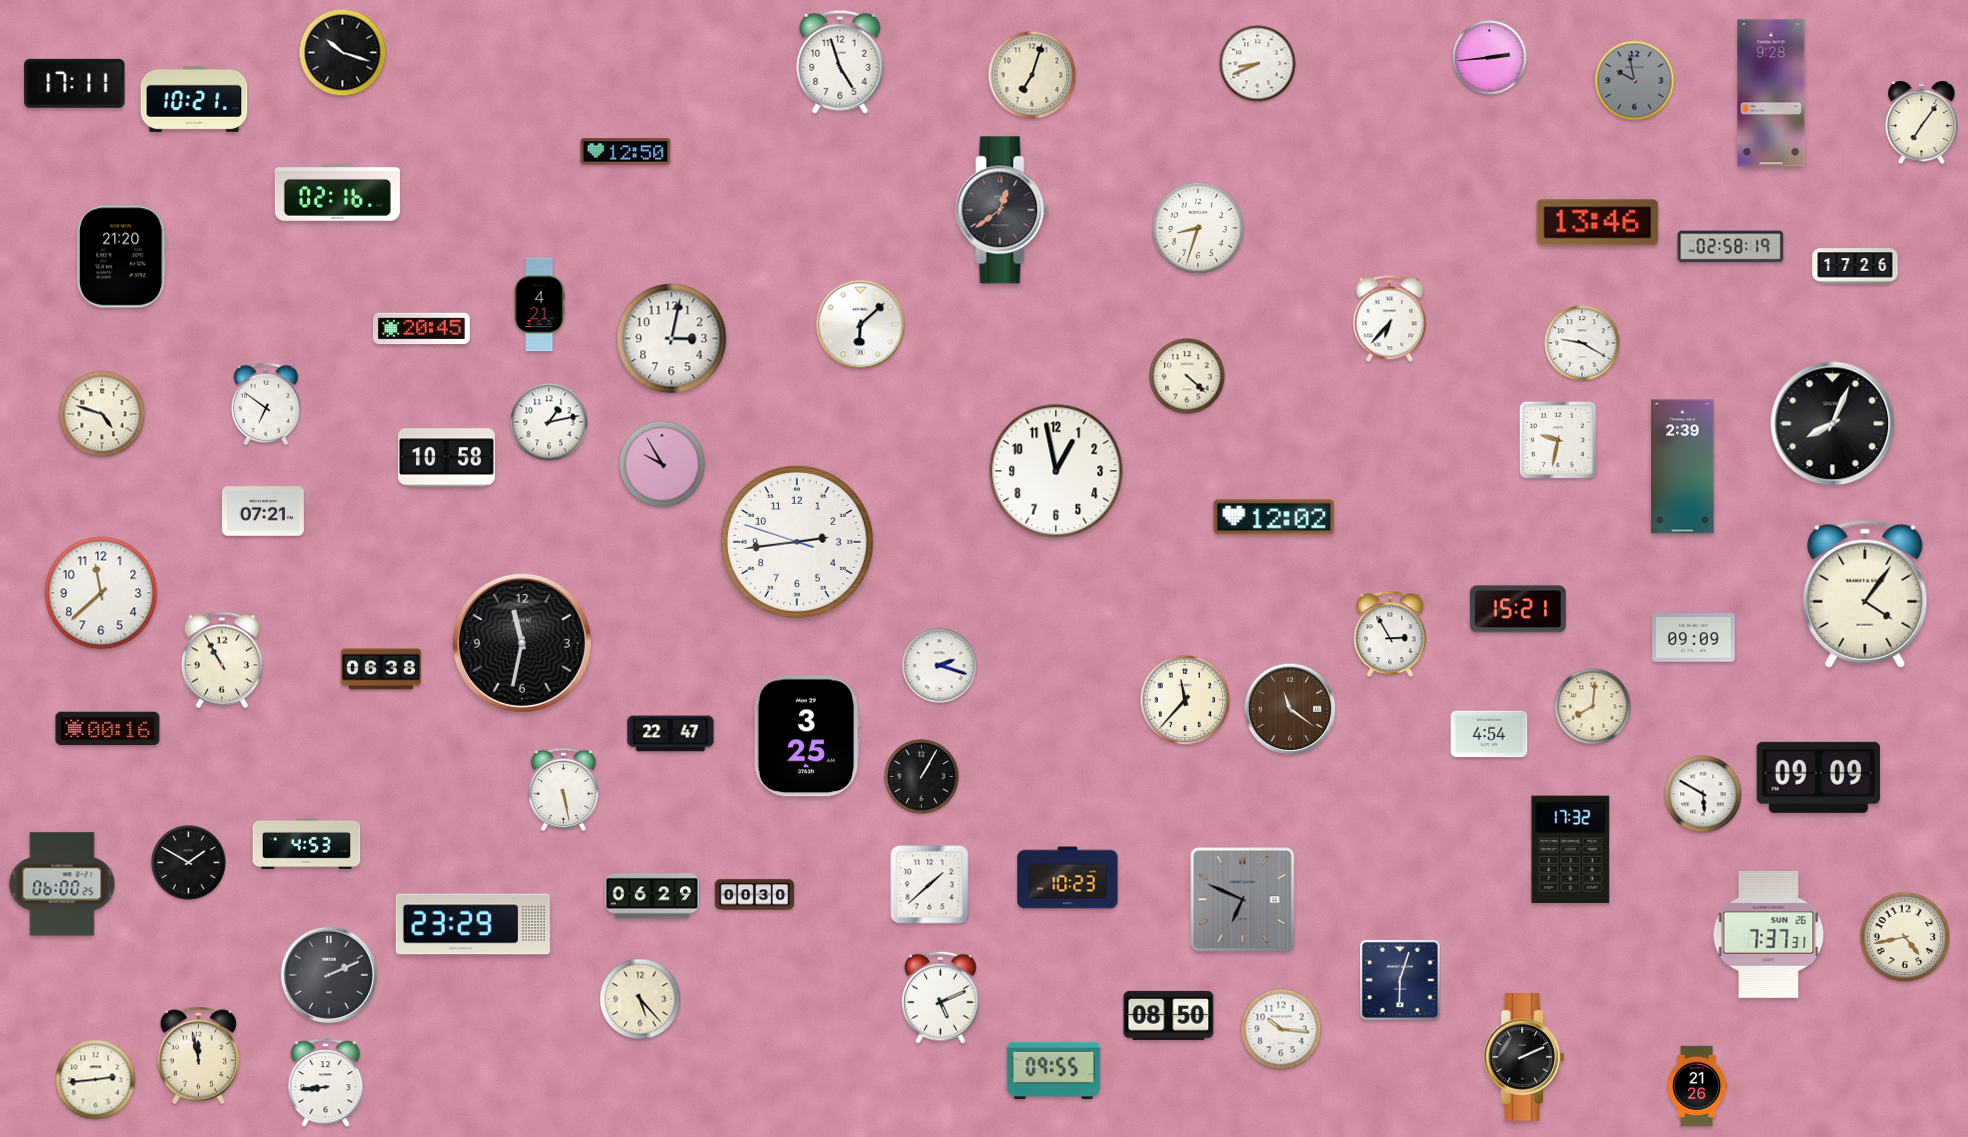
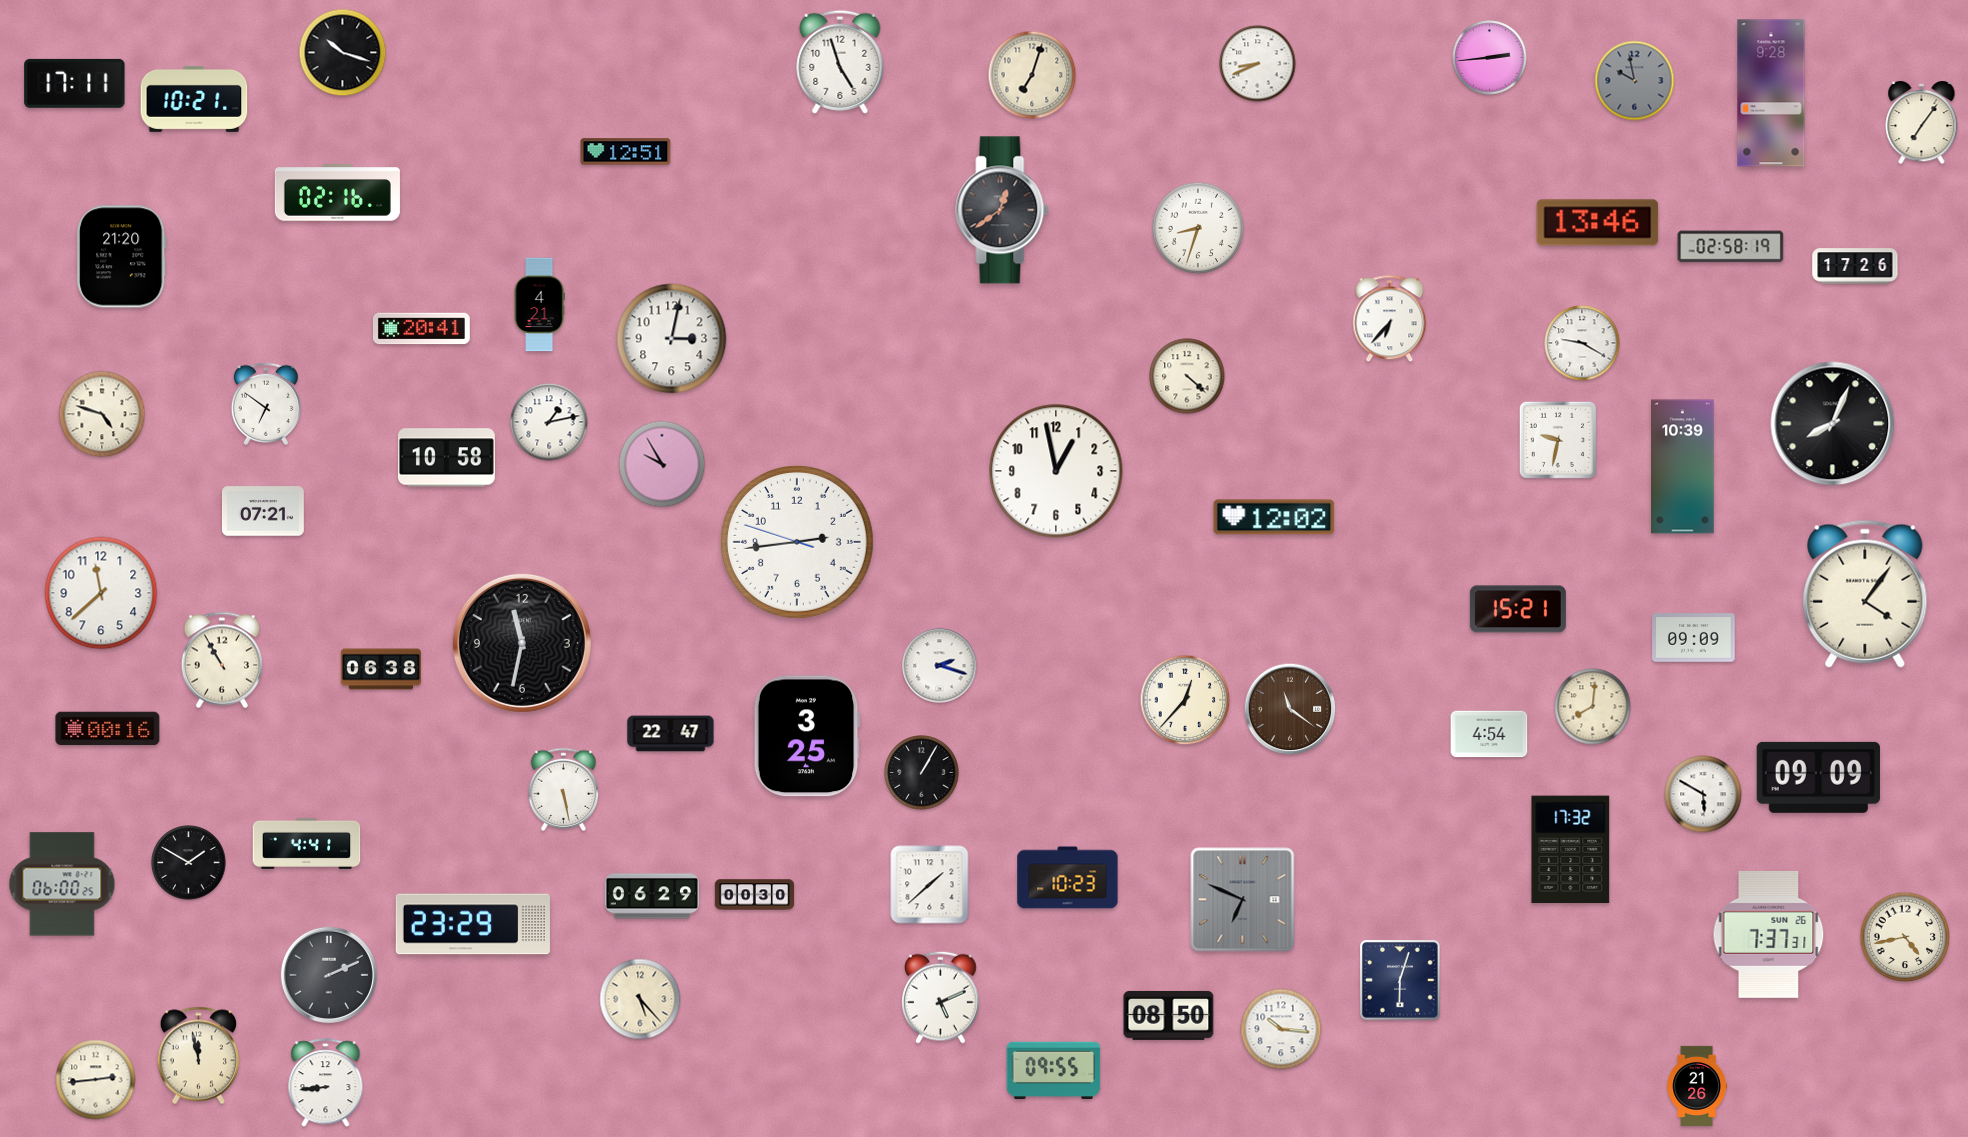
clock at (626, 152): 12:50 -> 12:51
clock at (861, 325): 6:08 -> none
clock at (421, 329): 20:45 -> 20:41
clock at (1683, 467): 2:39 -> 10:39
clock at (1390, 634): 2:55 -> none
clock at (1185, 700): 11:37 -> 12:37
clock at (922, 777) position: (922, 777) -> (922, 773)
clock at (307, 843): 4:53 -> 4:41
clock at (1524, 1057): 2:11 -> none
